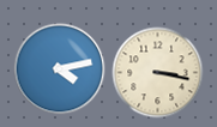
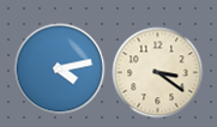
clock at (158, 73): 3:17 -> 3:21
